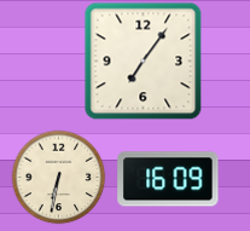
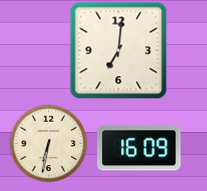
clock at (144, 62): 7:06 -> 7:01
clock at (58, 177) position: (58, 177) -> (48, 143)
